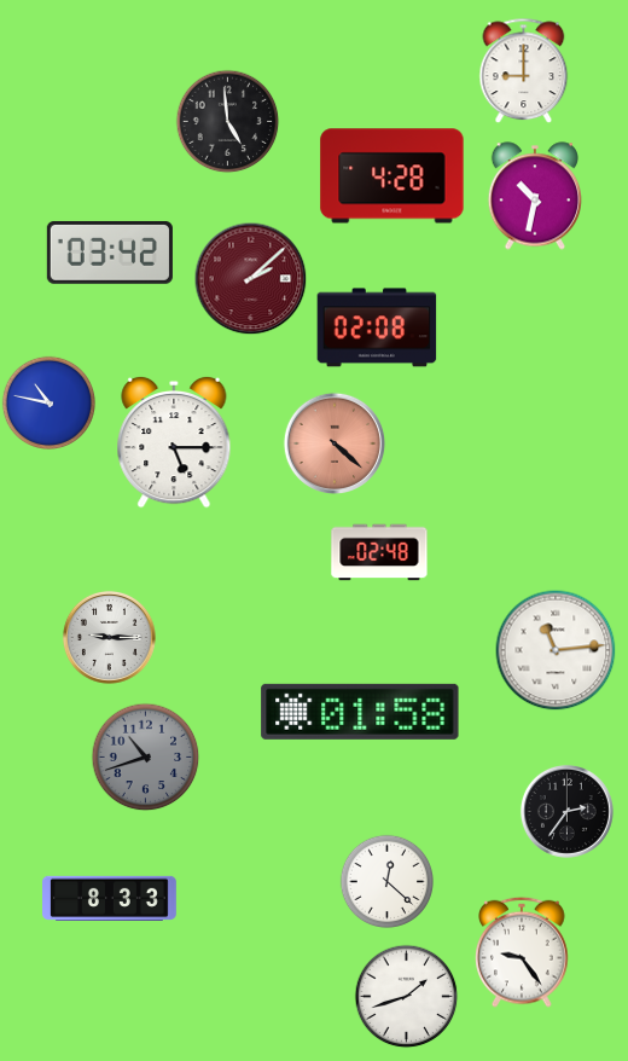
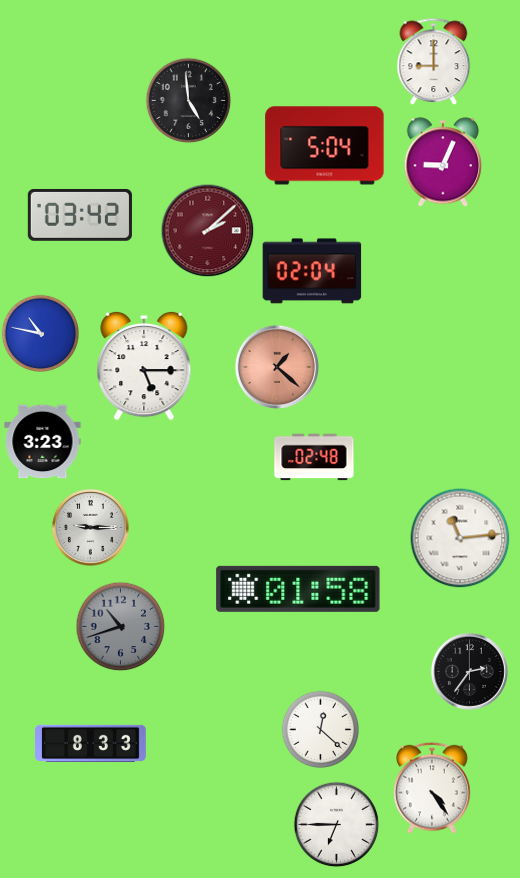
clock at (524, 70) position: (524, 70) -> (434, 61)
clock at (392, 176): 4:28 -> 5:04
clock at (534, 196): 10:32 -> 9:04
clock at (110, 253) position: (110, 253) -> (80, 215)
clock at (377, 327): 02:08 -> 02:04
clock at (333, 442): 4:22 -> 1:22
clock at (43, 442): none -> 3:23
clock at (522, 952): 9:24 -> 4:24
clock at (406, 996): 1:42 -> 6:45
